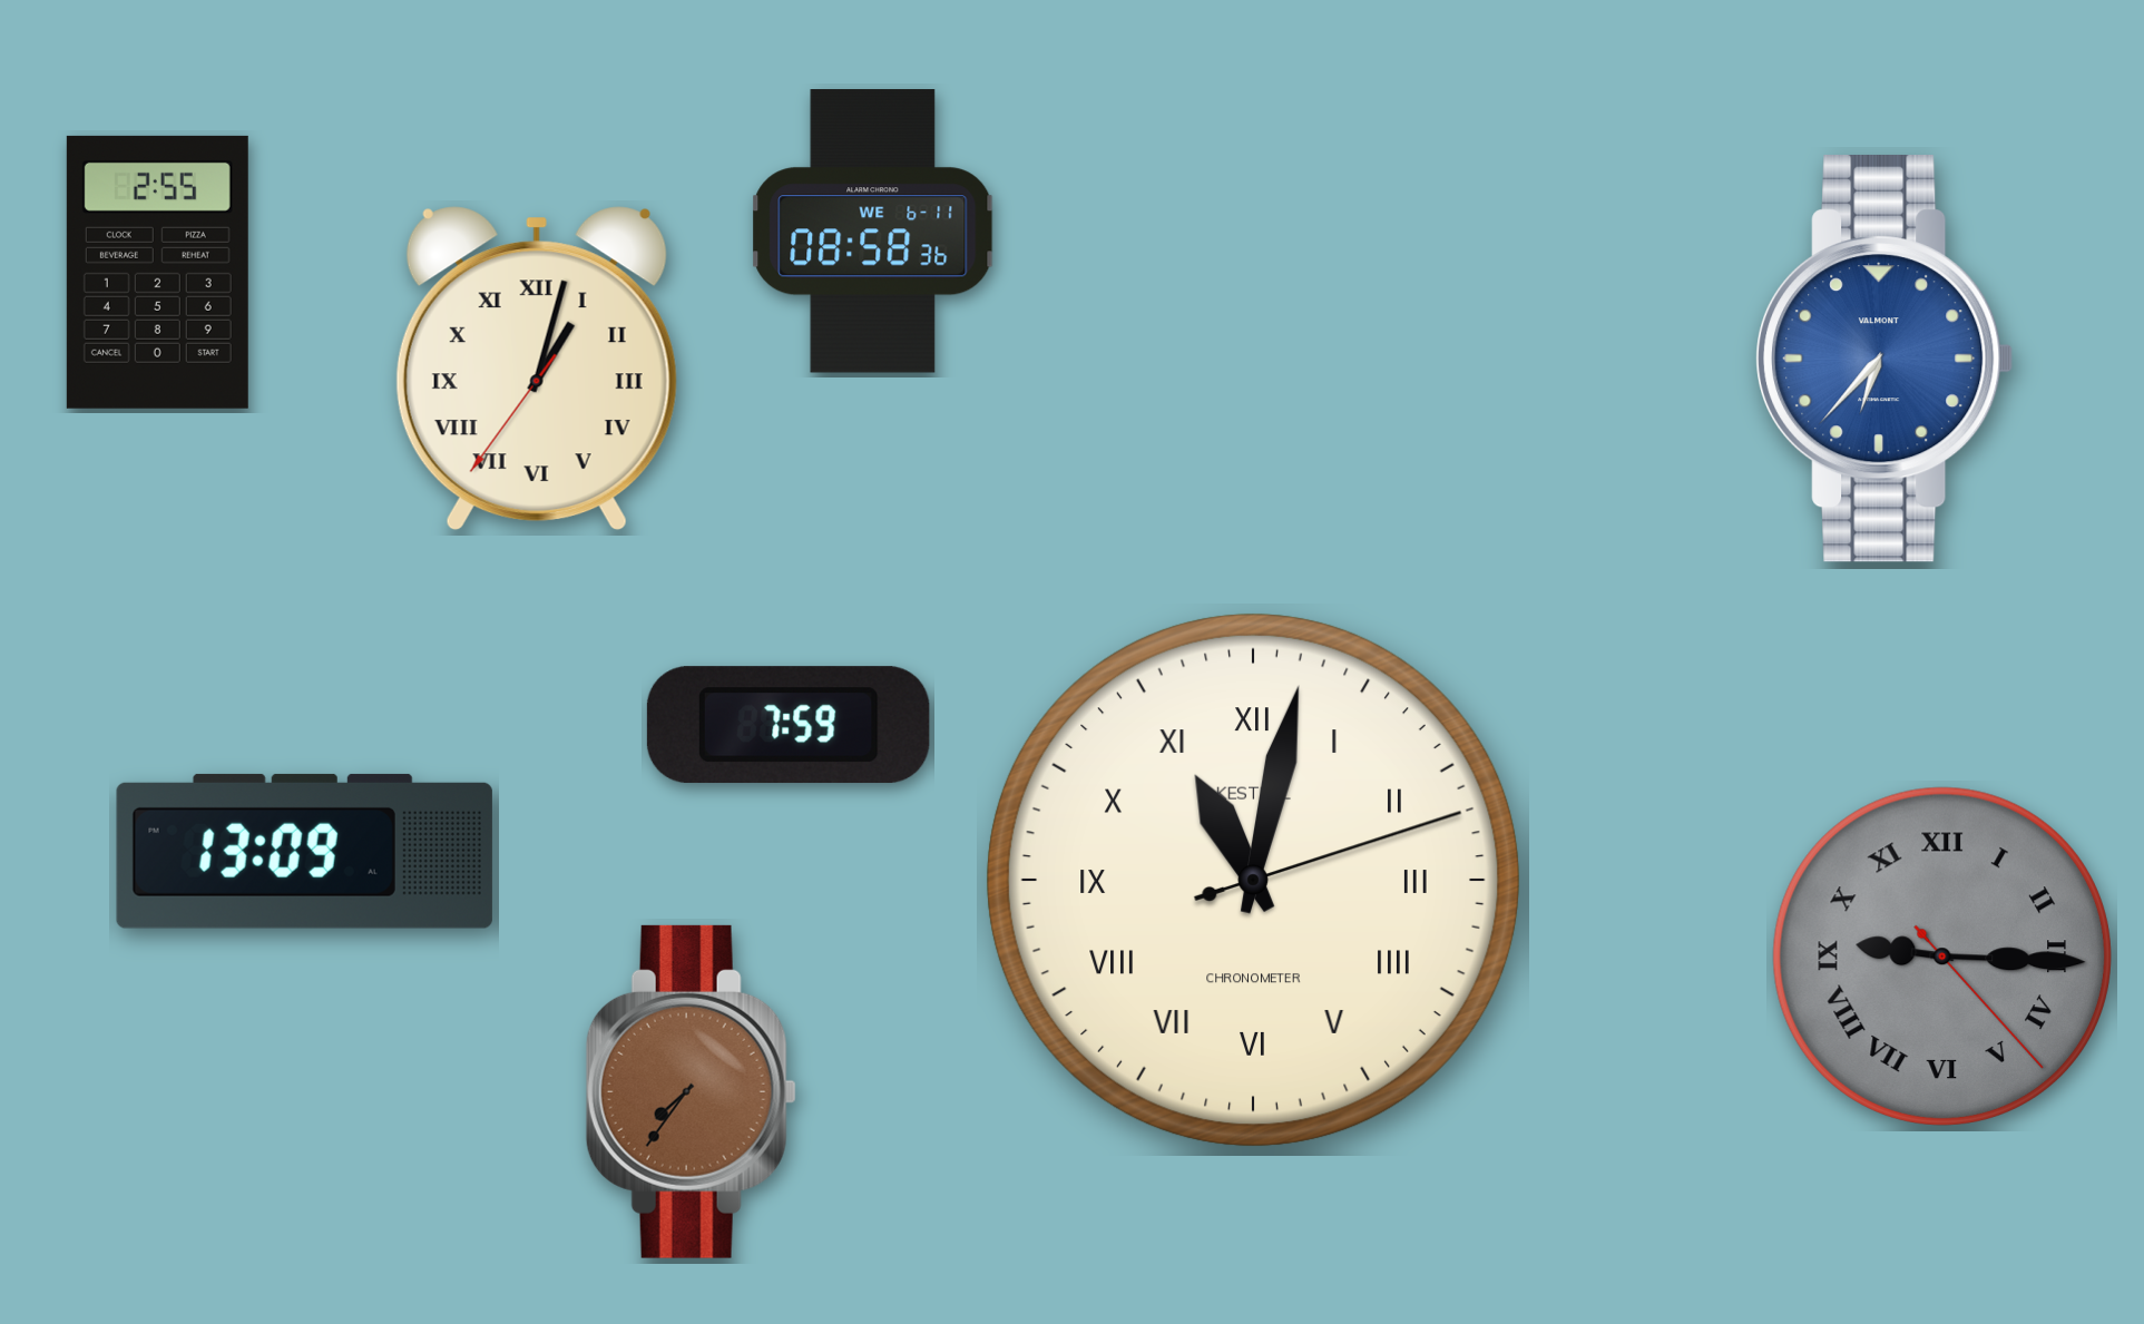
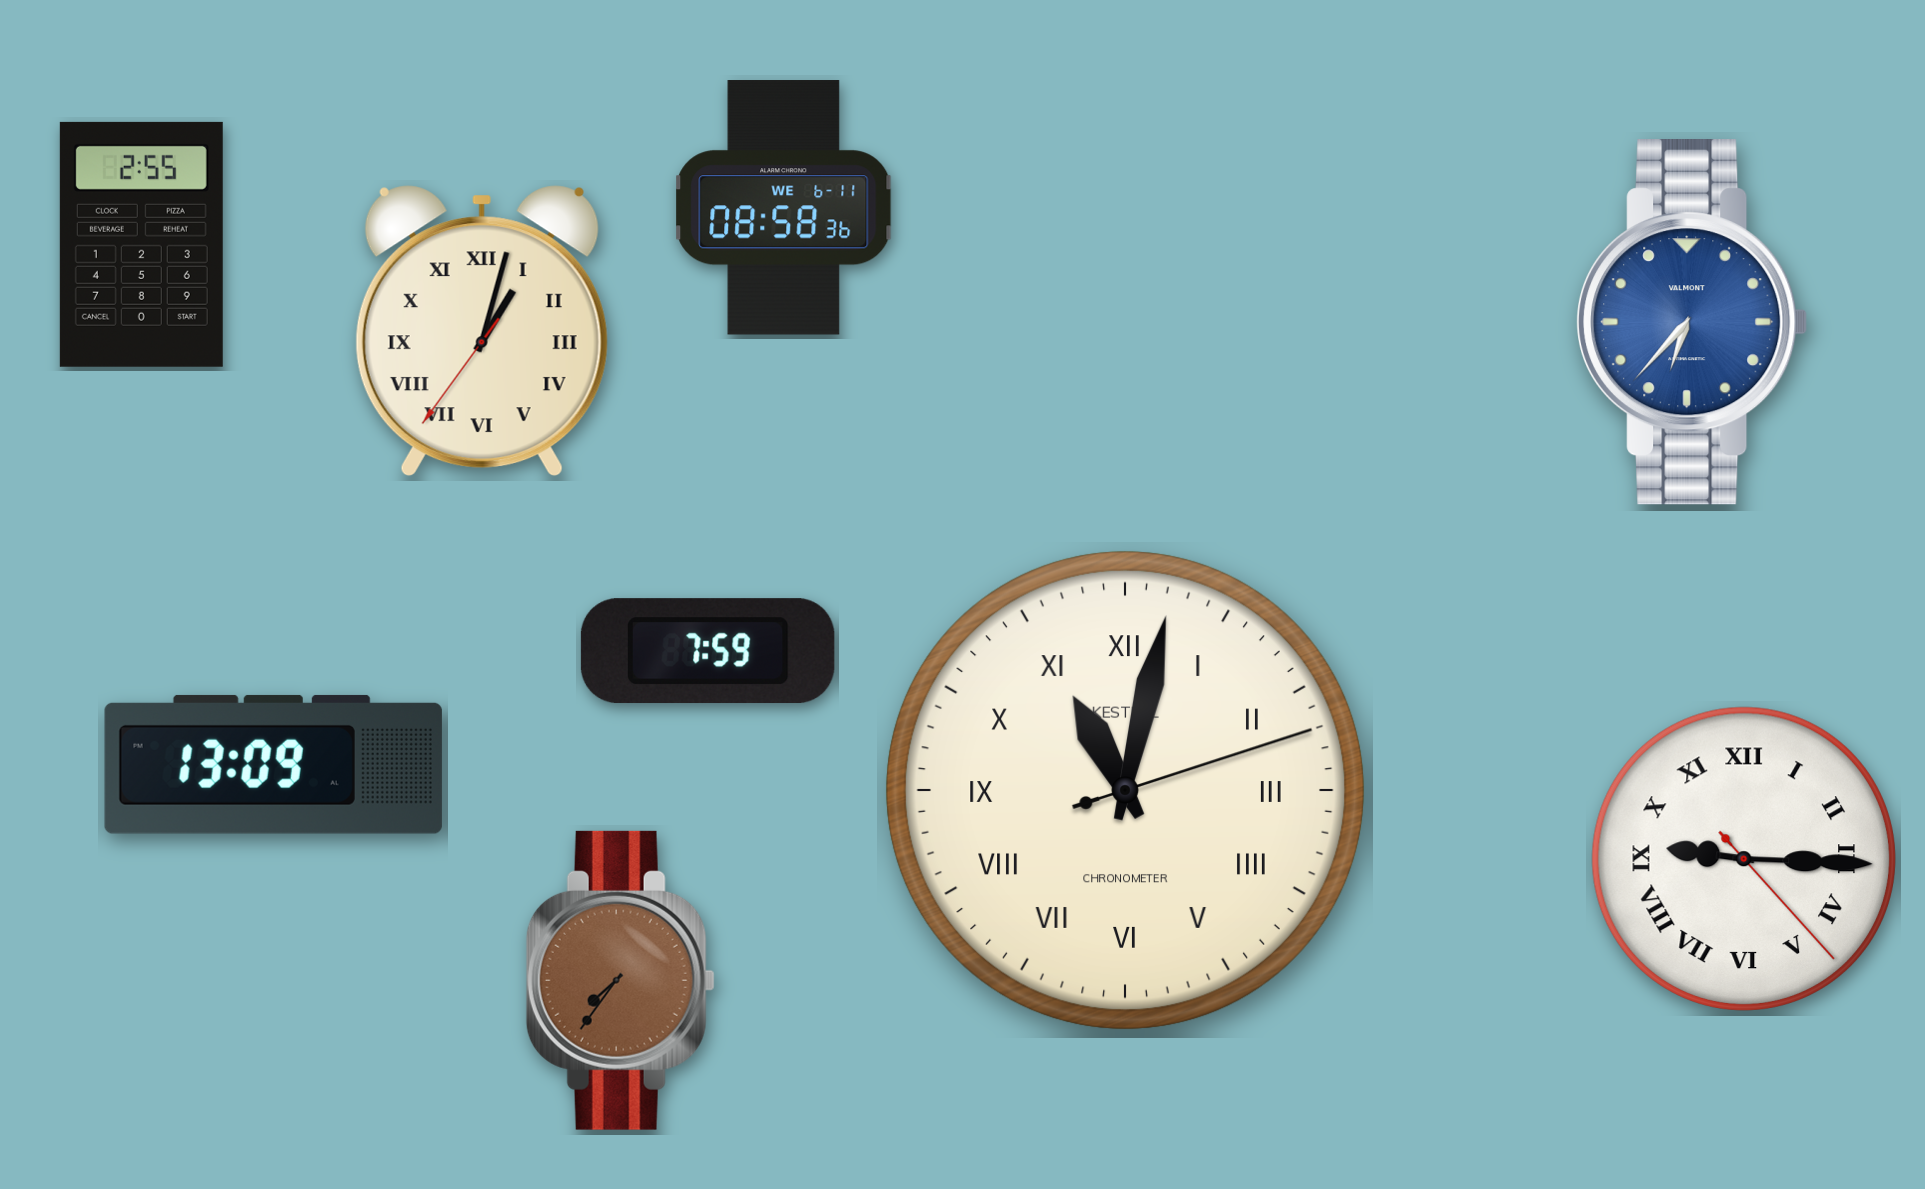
clock at (1942, 957) dial: grey -> white
